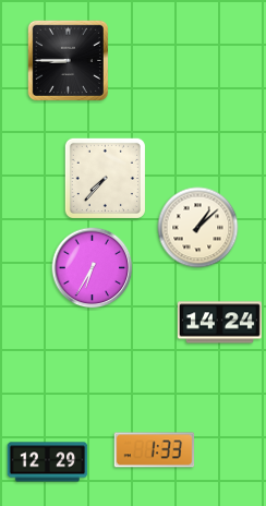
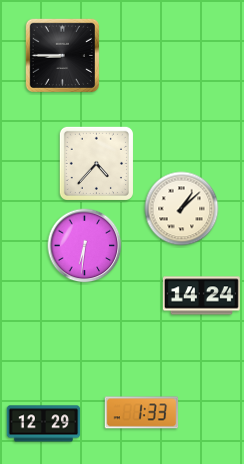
clock at (105, 178): 7:37 -> 4:37
clock at (93, 268): 6:35 -> 6:31
